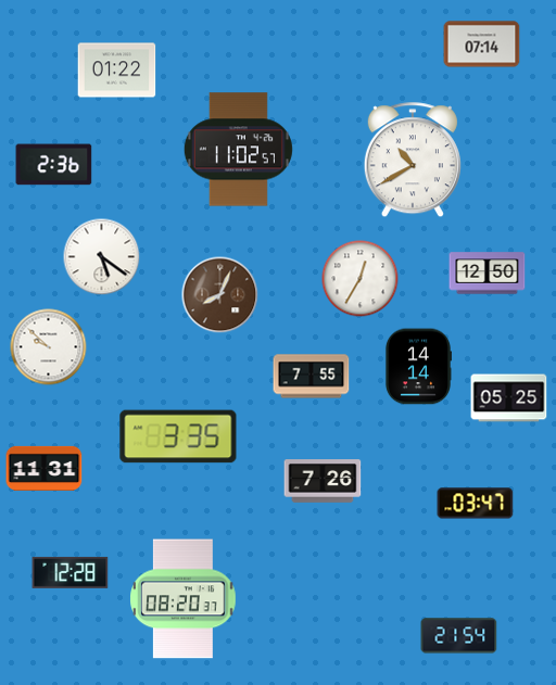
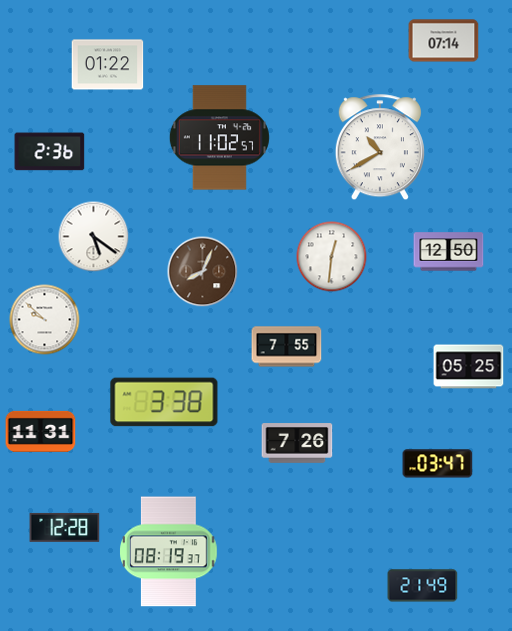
clock at (361, 279): 12:35 -> 12:31
clock at (417, 367): 14:14 -> none
clock at (178, 436): 3:35 -> 3:38
clock at (184, 599): 08:20 -> 08:19
clock at (459, 636): 21:54 -> 21:49
